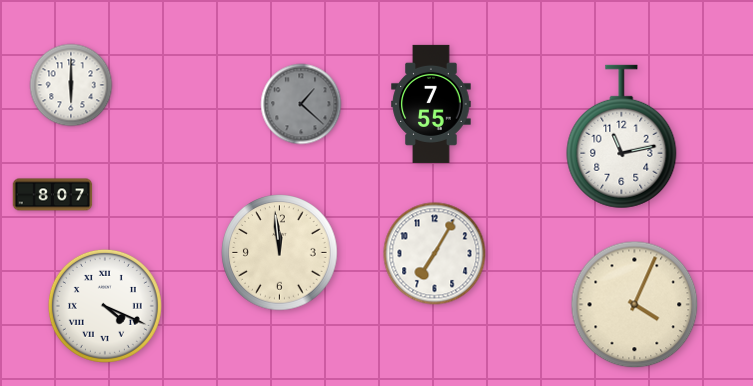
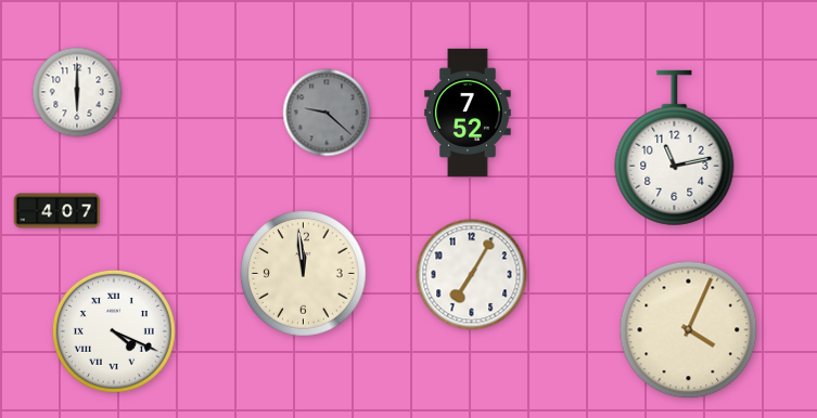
clock at (301, 104): 1:22 -> 9:22
clock at (431, 104): 7:55 -> 7:52
clock at (53, 195): 8:07 -> 4:07
